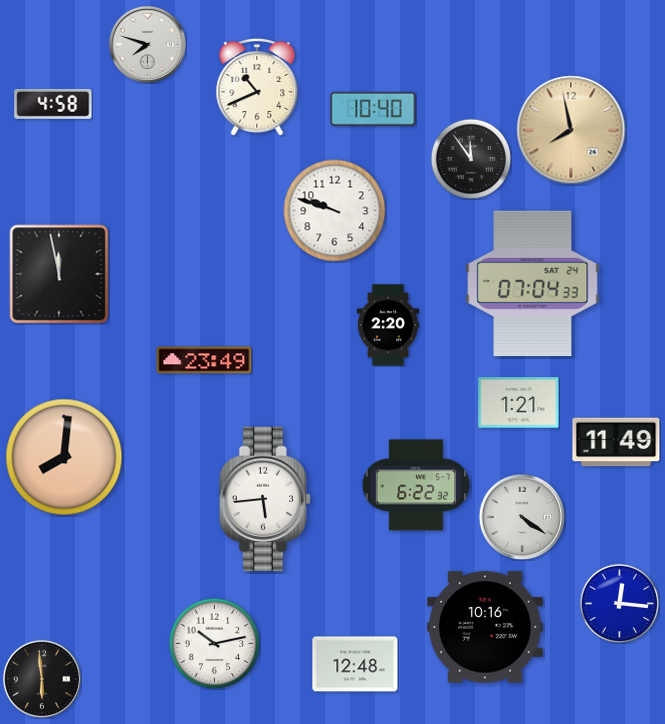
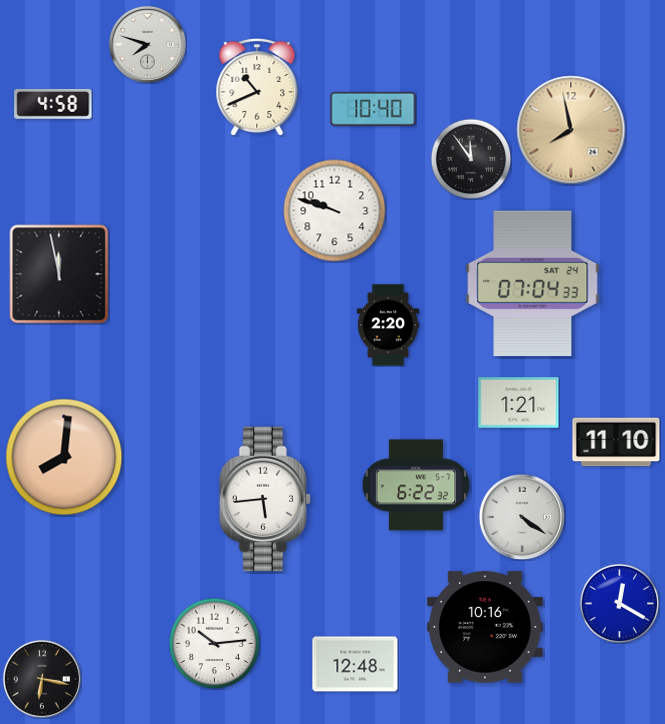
clock at (204, 360): 23:49 -> none
clock at (616, 442): 11:49 -> 11:10
clock at (619, 603): 12:16 -> 12:20
clock at (214, 643): 10:13 -> 10:14
clock at (42, 679): 5:59 -> 6:17
